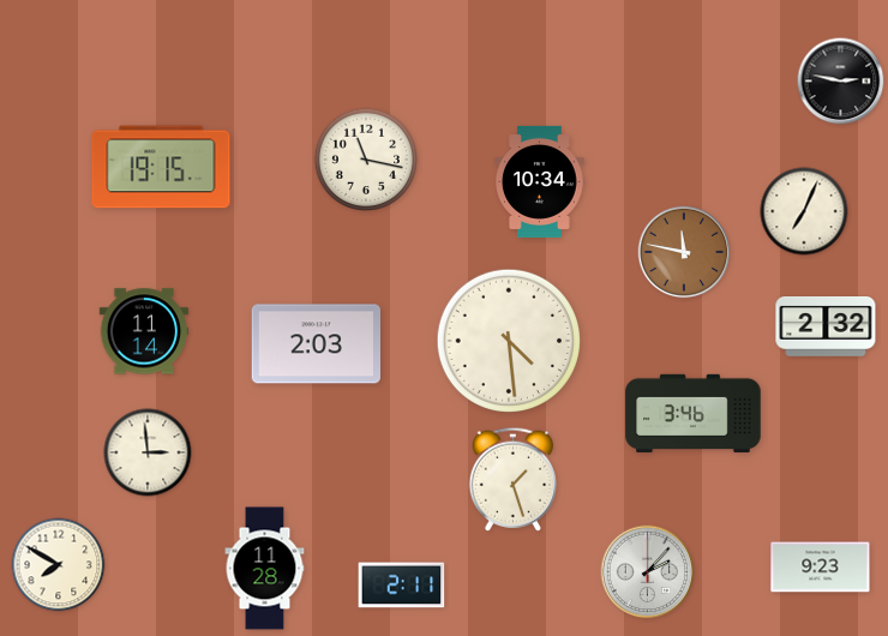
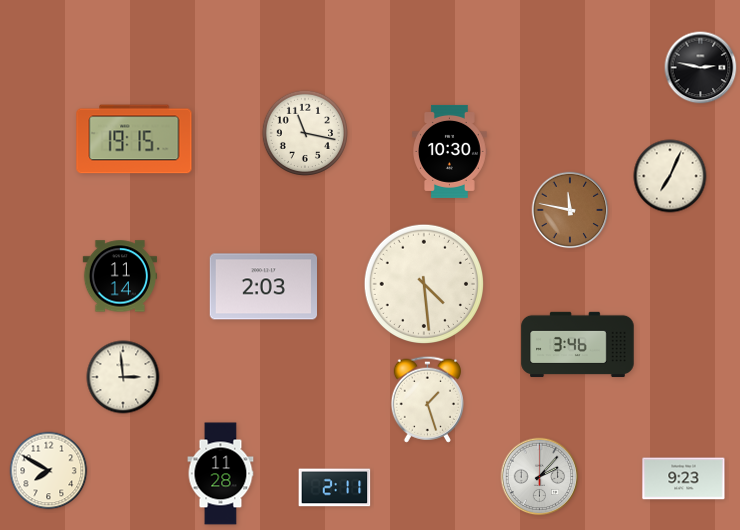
clock at (540, 181): 10:34 -> 10:30
clock at (826, 328): 2:32 -> none
clock at (821, 568) position: (821, 568) -> (684, 479)
